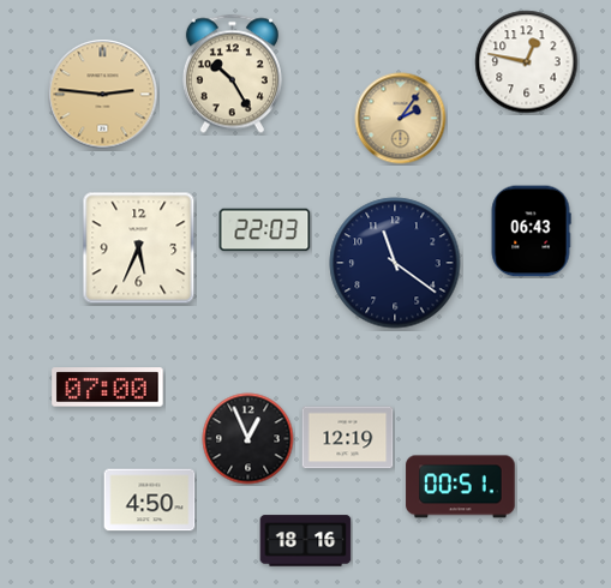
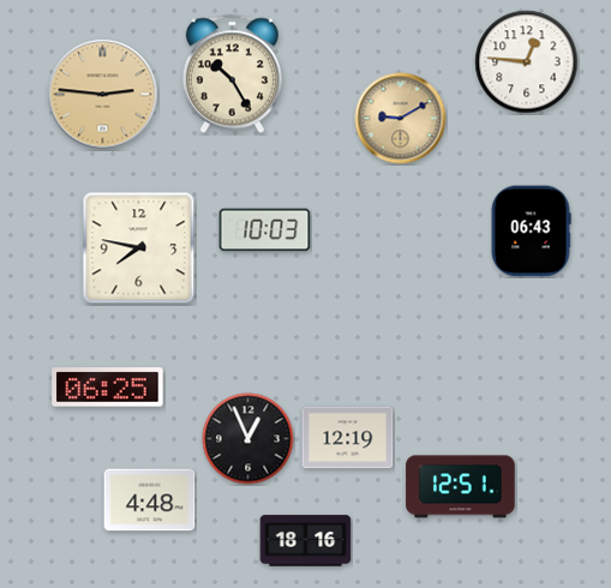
clock at (527, 62): 12:47 -> 12:46
clock at (401, 119): 2:06 -> 9:10
clock at (265, 230): 22:03 -> 10:03
clock at (139, 248): 5:34 -> 7:47
clock at (395, 263): 11:21 -> none
clock at (108, 388): 07:00 -> 06:25
clock at (461, 487): 00:51 -> 12:51
clock at (150, 500): 4:50 -> 4:48
